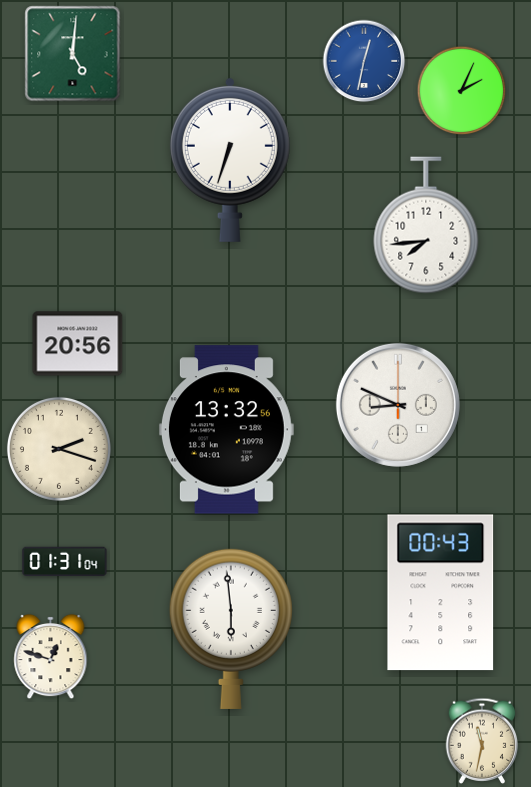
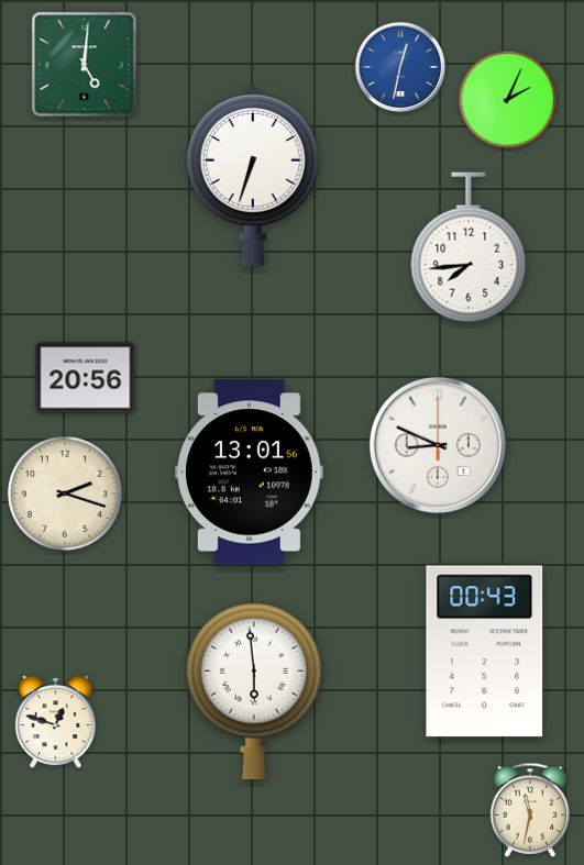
clock at (73, 54) position: (73, 54) -> (85, 65)
clock at (226, 430): 13:32 -> 13:01
clock at (65, 561): 01:31 -> none
clock at (482, 741) position: (482, 741) -> (530, 810)
